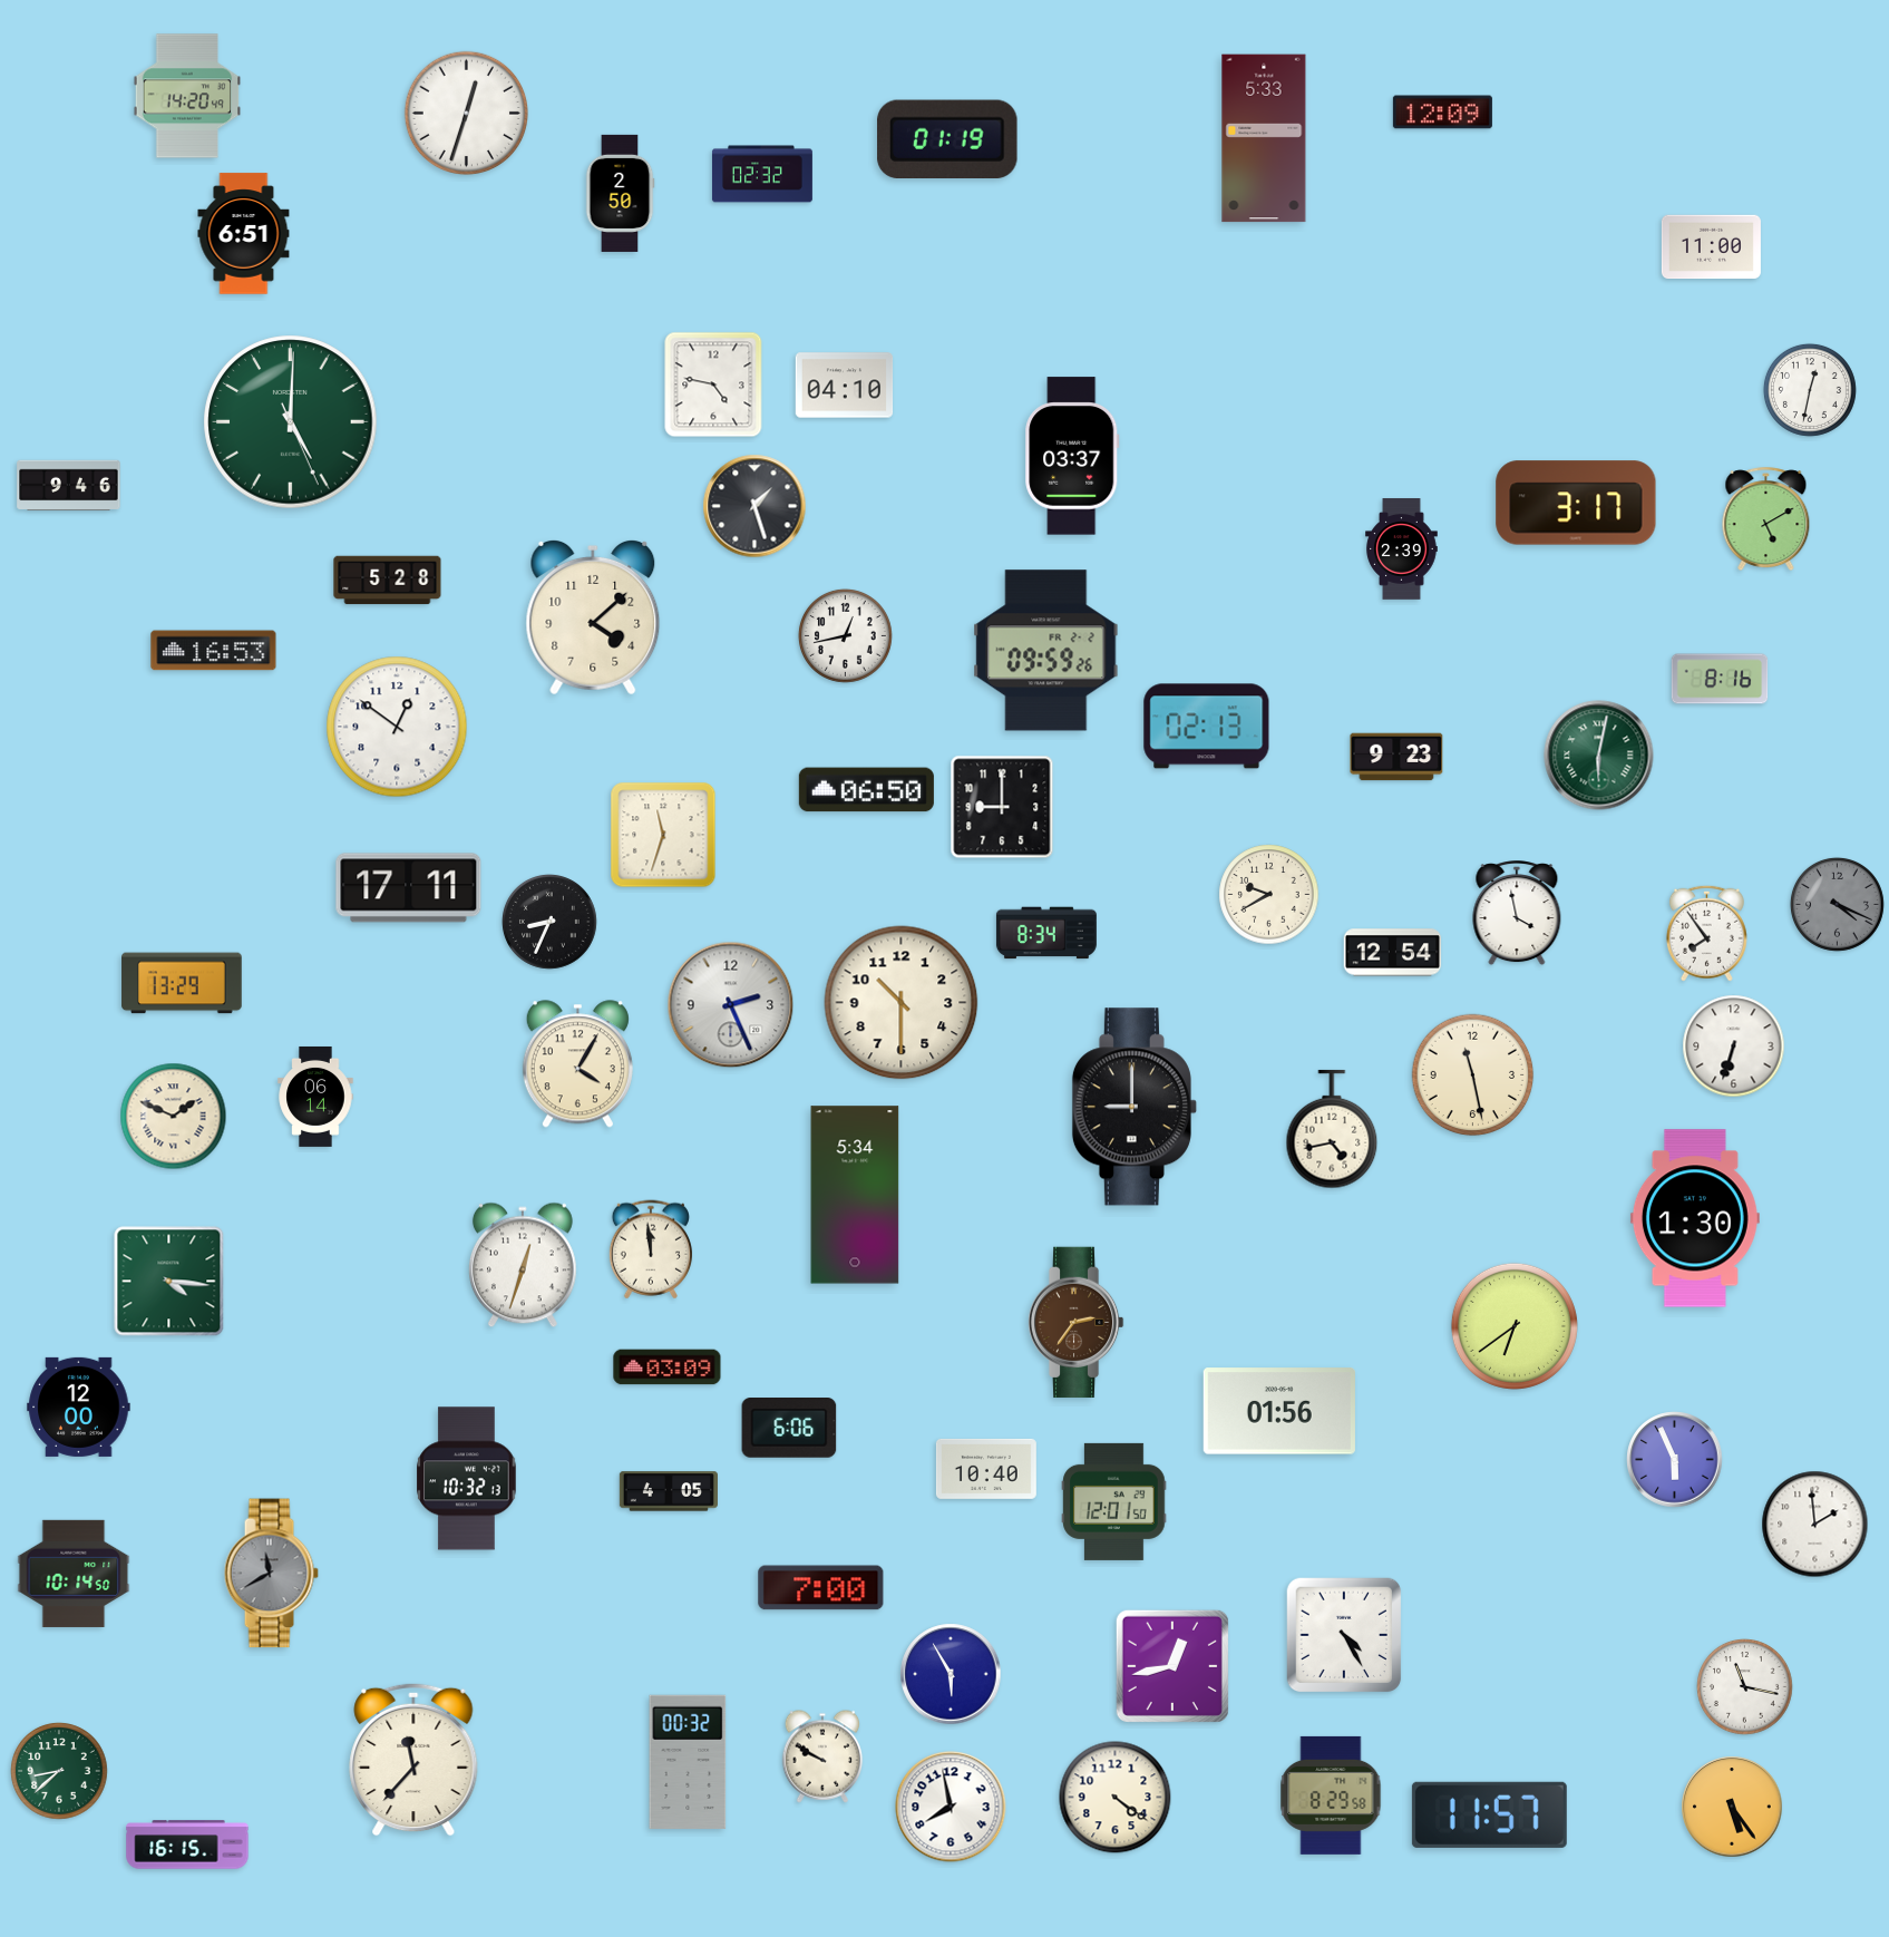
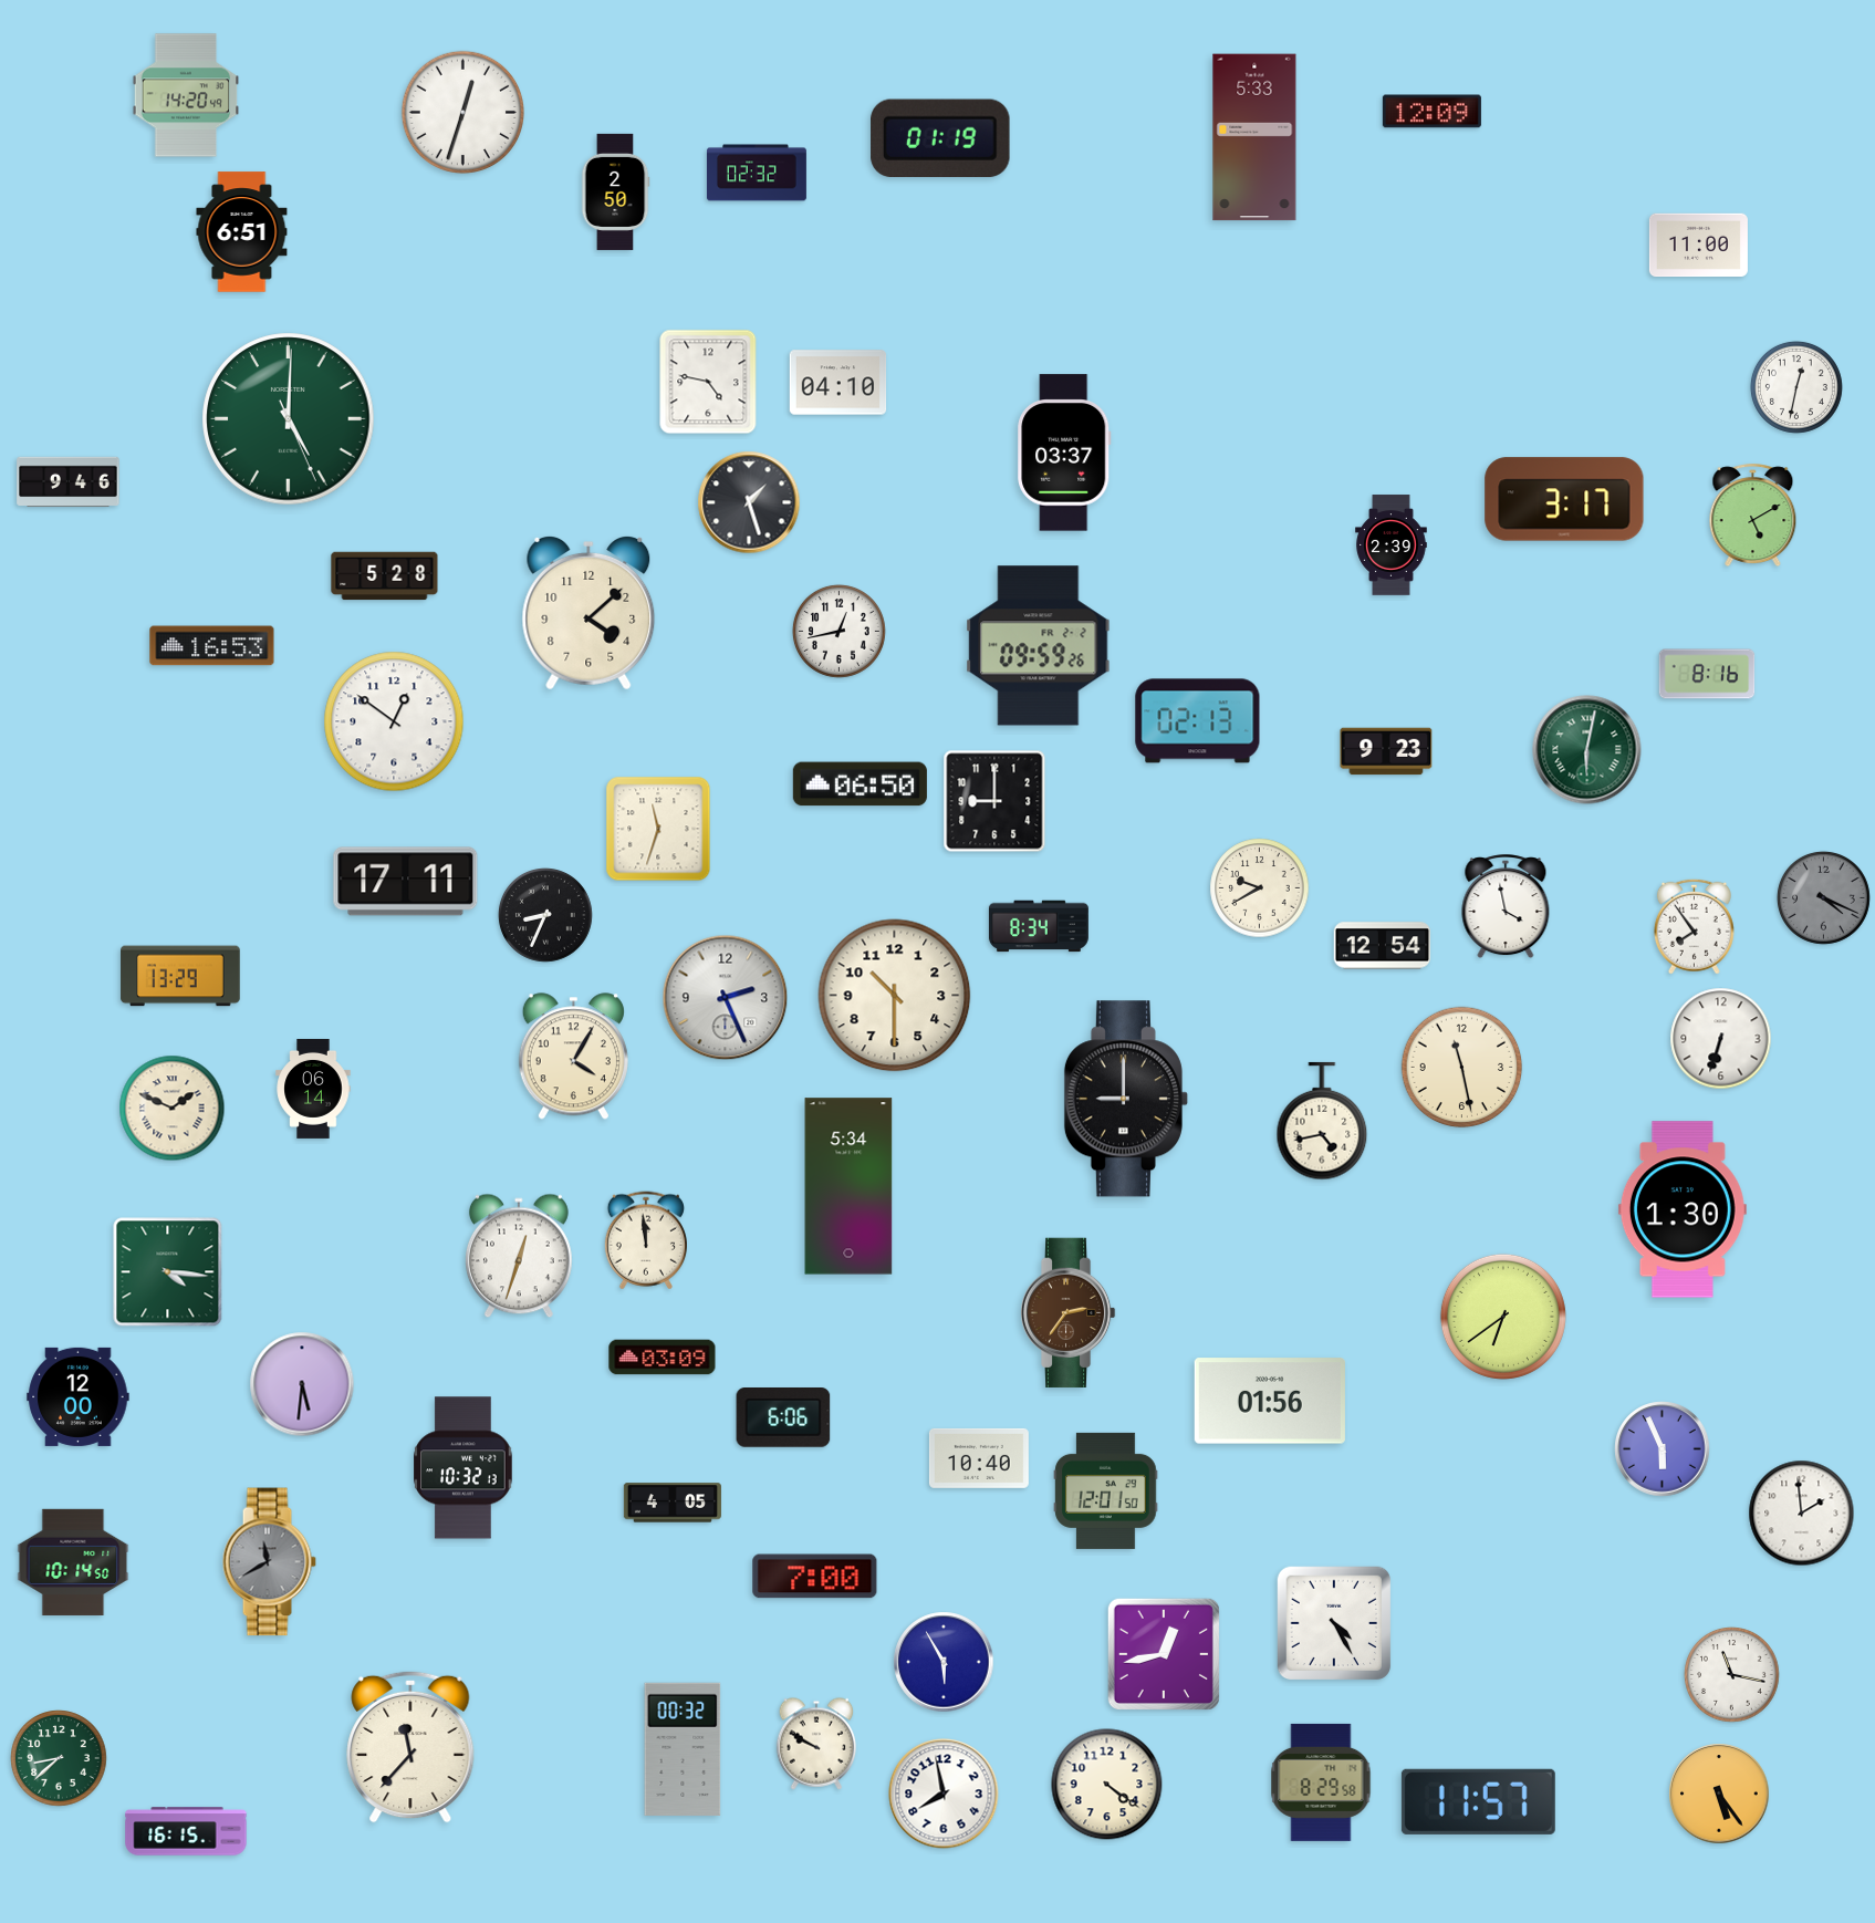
clock at (302, 1384): none -> 5:31
clock at (669, 1491) position: (669, 1491) -> (673, 1503)
